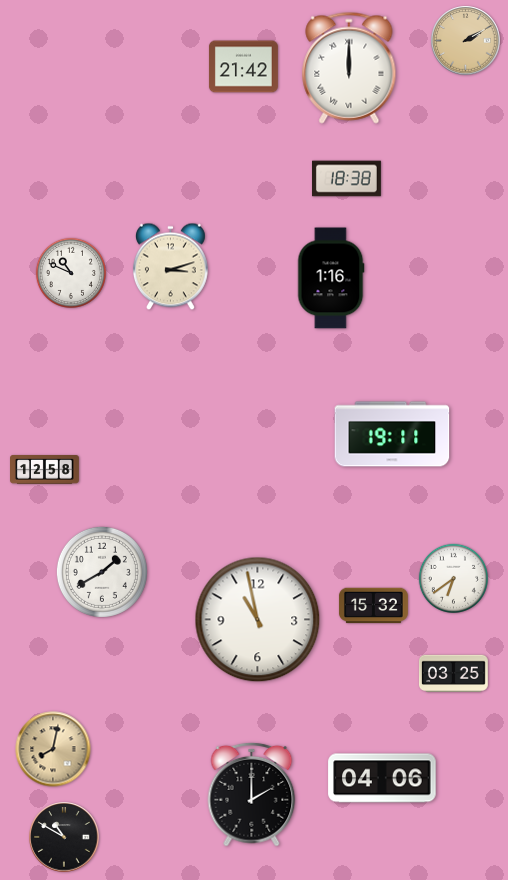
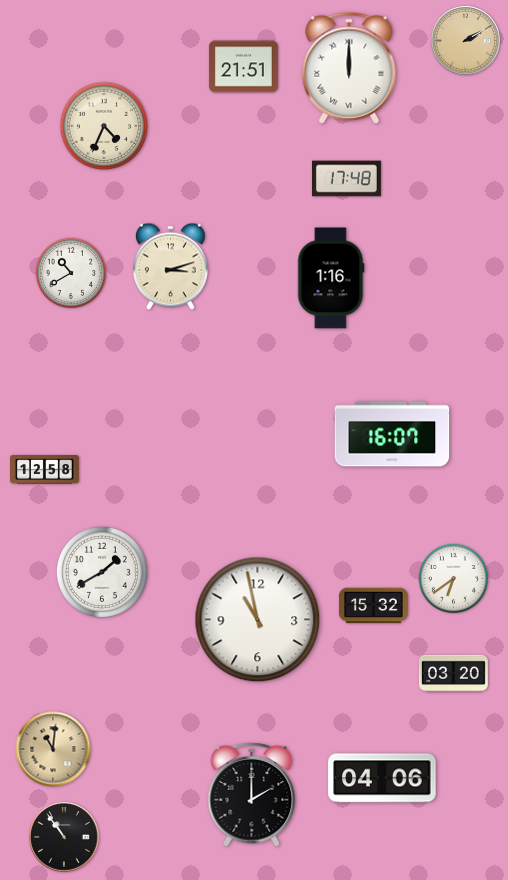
clock at (244, 67): 21:42 -> 21:51
clock at (104, 126): none -> 4:34
clock at (347, 179): 18:38 -> 17:48
clock at (71, 273): 10:49 -> 10:40
clock at (392, 434): 19:11 -> 16:07
clock at (453, 673): 03:25 -> 03:20
clock at (53, 749): 8:02 -> 11:01
clock at (64, 837): 10:50 -> 10:54
